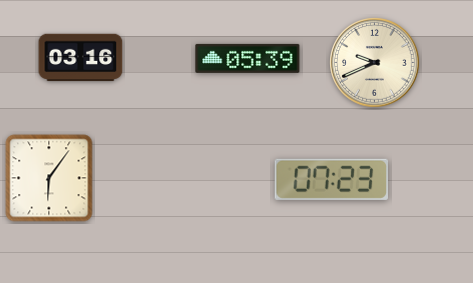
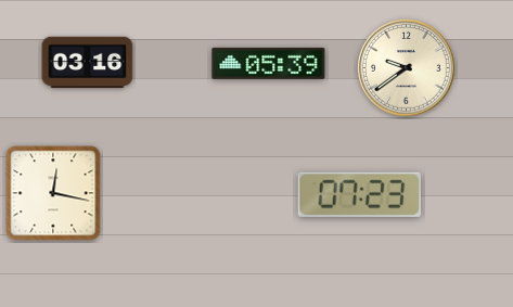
clock at (375, 63): 9:41 -> 9:39
clock at (49, 178): 6:06 -> 12:17
